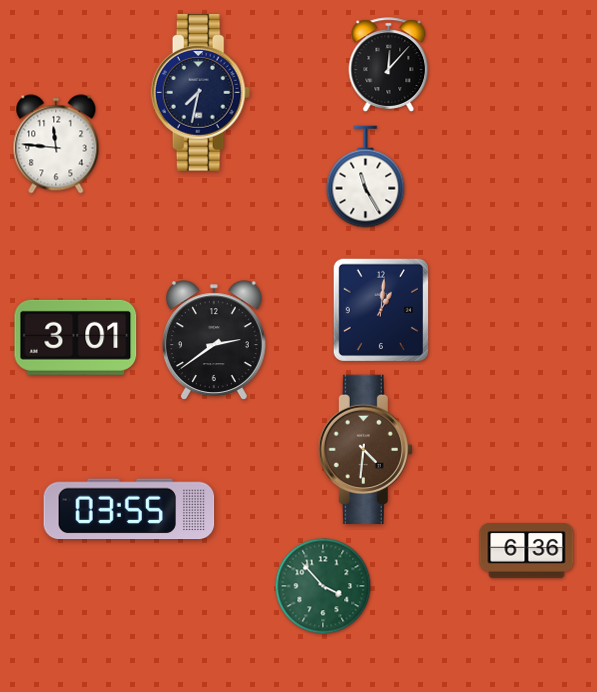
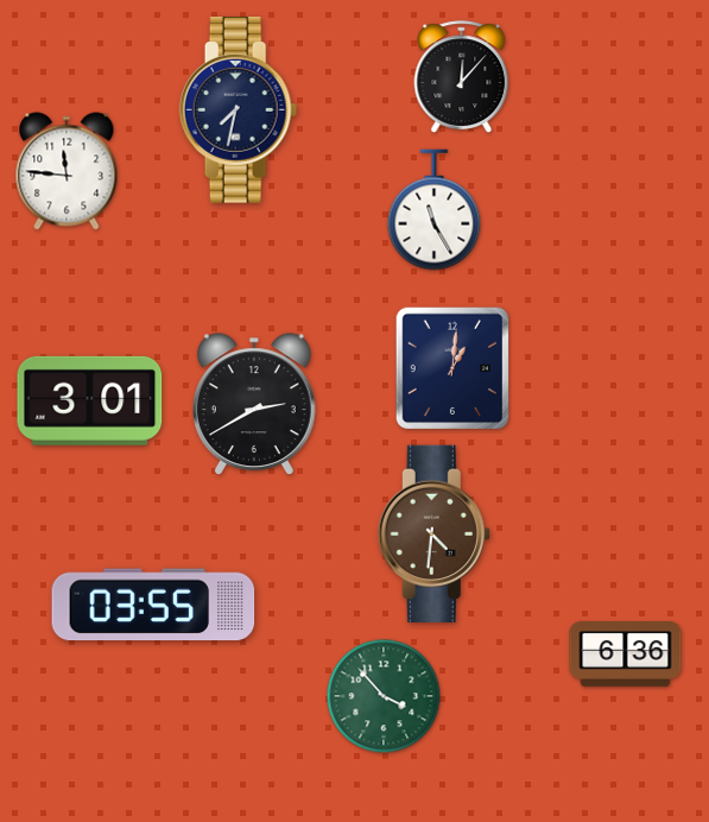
clock at (214, 340): 2:39 -> 2:40
